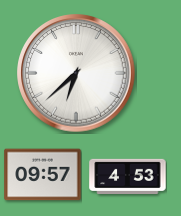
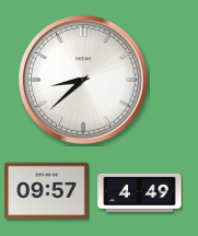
clock at (76, 73): 6:38 -> 8:38
clock at (128, 177): 4:53 -> 4:49
